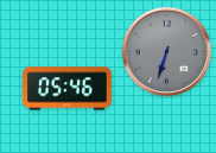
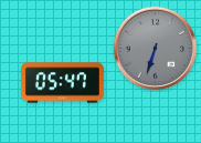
clock at (66, 89): 05:46 -> 05:47
